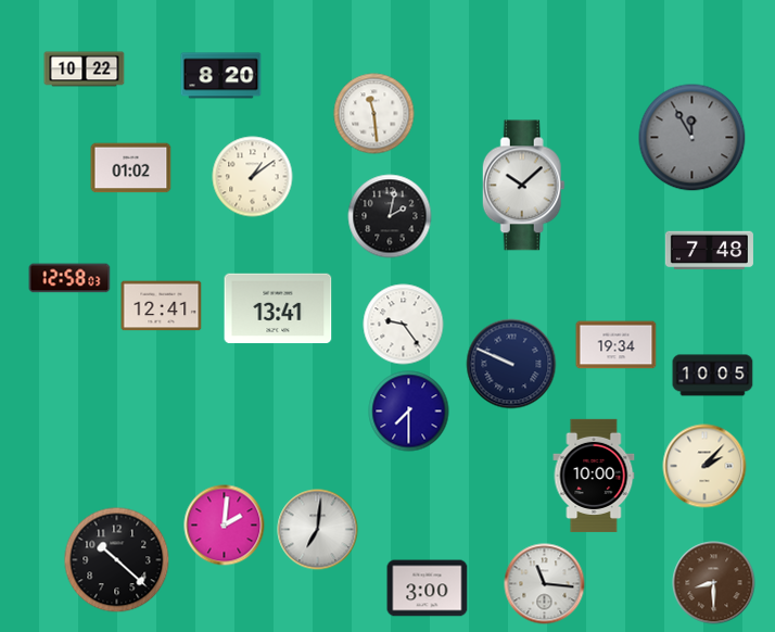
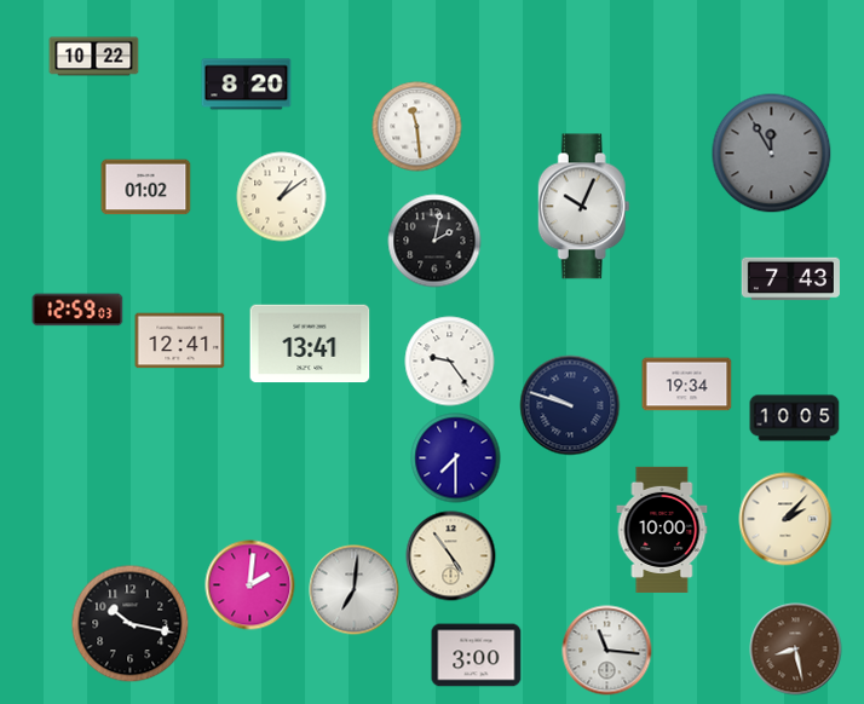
clock at (85, 69) position: (85, 69) -> (94, 57)
clock at (523, 186): 10:08 -> 10:04
clock at (709, 251): 7:48 -> 7:43
clock at (69, 278): 12:58 -> 12:59
clock at (511, 364): 9:49 -> 9:48
clock at (451, 556): none -> 4:54
clock at (117, 560): 10:22 -> 10:17
clock at (714, 583): 8:30 -> 8:28
